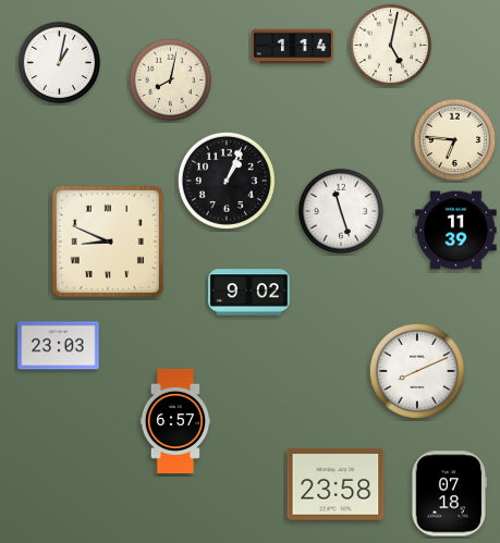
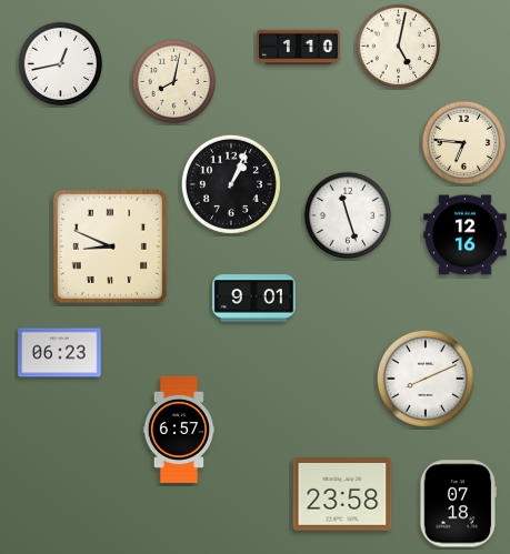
clock at (293, 47): 1:14 -> 1:10
clock at (60, 63): 1:02 -> 12:43
clock at (456, 231): 11:39 -> 12:16
clock at (249, 293): 9:02 -> 9:01
clock at (59, 346): 23:03 -> 06:23
